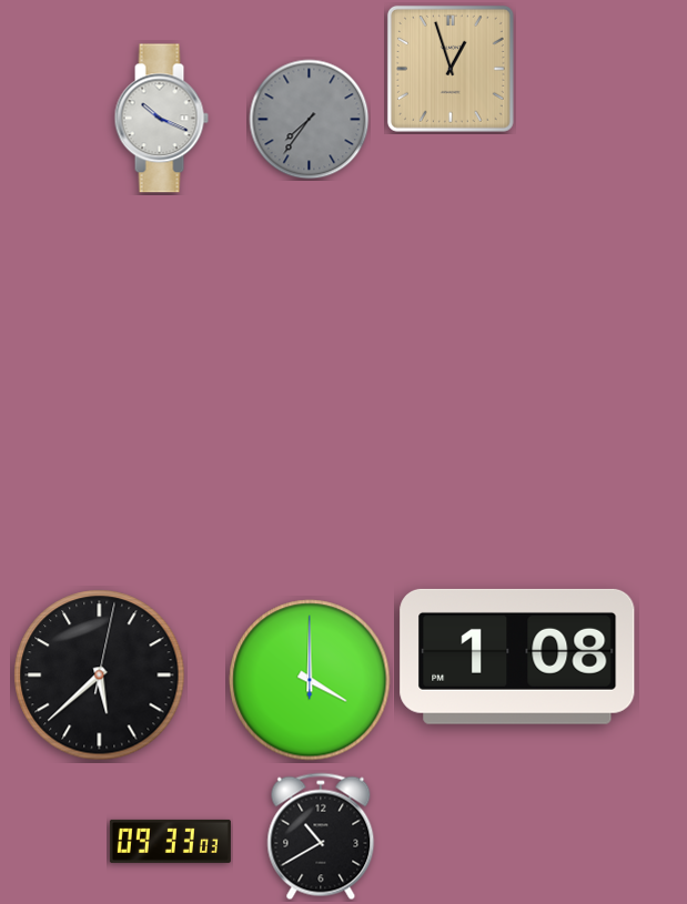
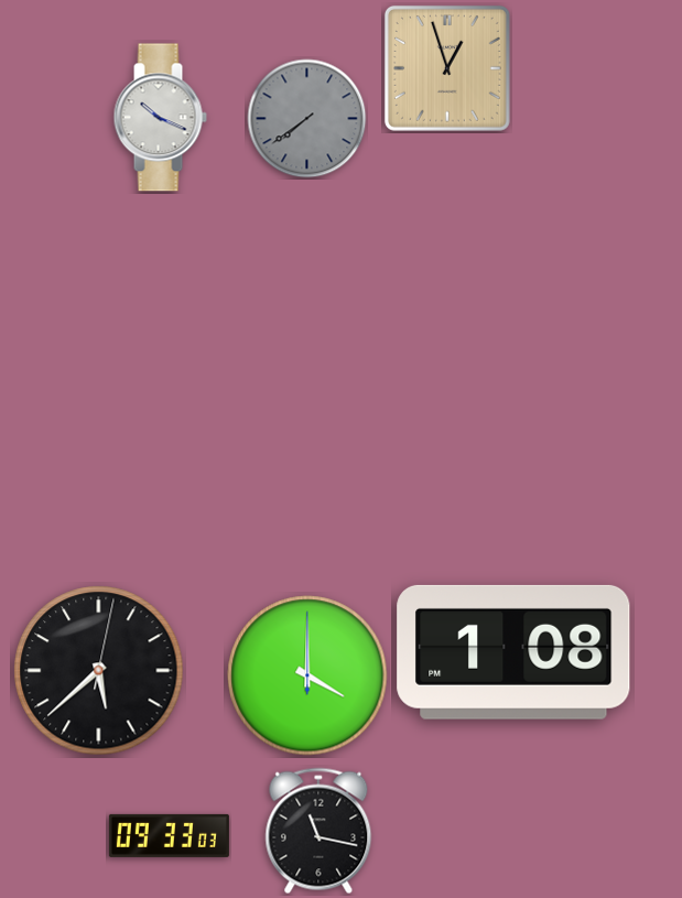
clock at (310, 120): 7:36 -> 7:39
clock at (321, 836): 10:40 -> 11:17
